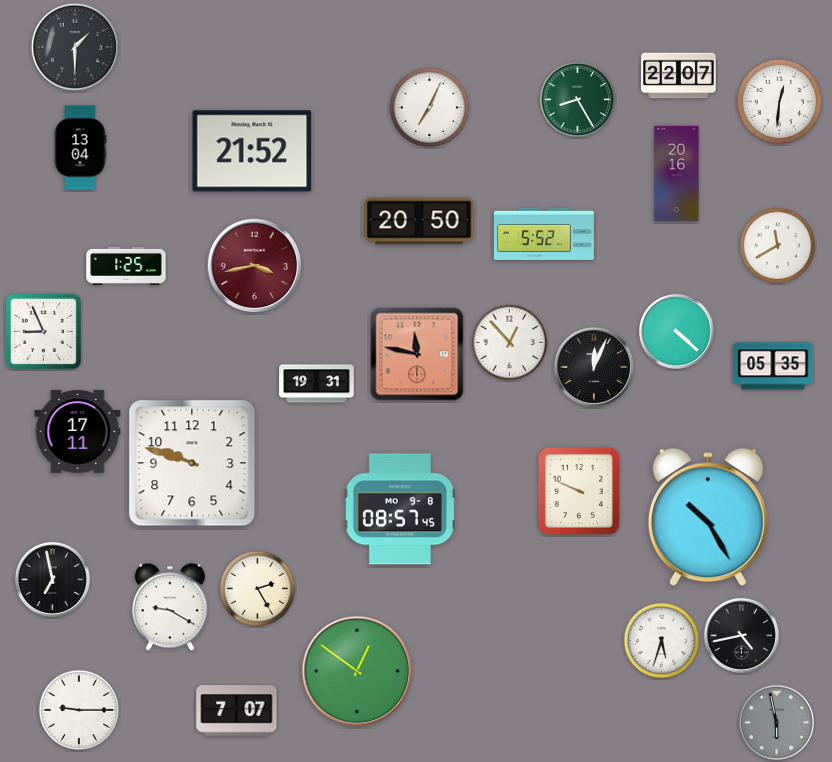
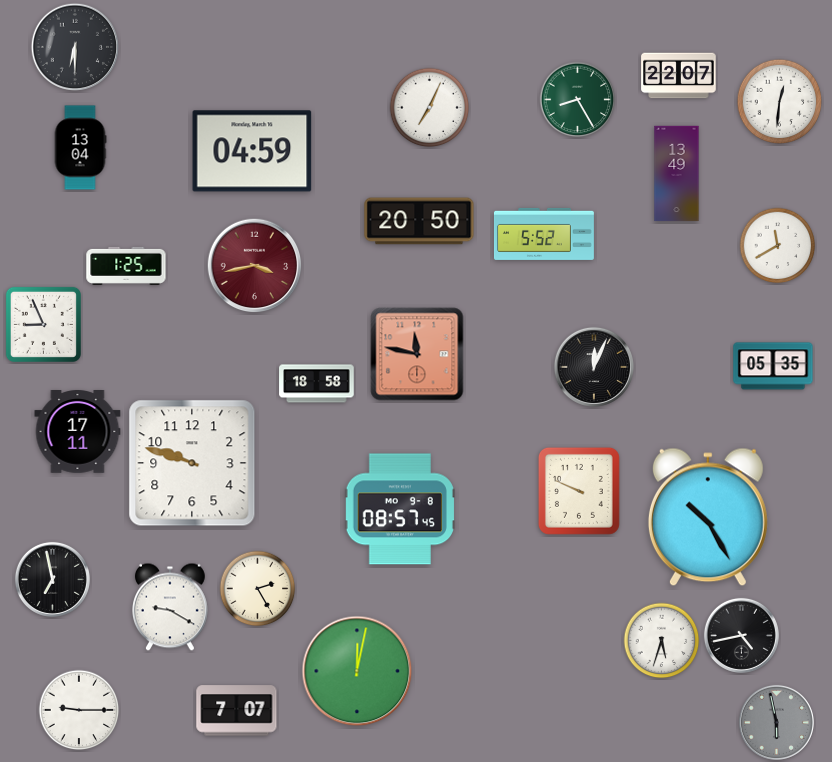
clock at (74, 46): 1:30 -> 6:30
clock at (252, 151): 21:52 -> 04:59
clock at (677, 174): 20:16 -> 13:49
clock at (43, 331) position: (43, 331) -> (43, 324)
clock at (676, 331): 4:22 -> none
clock at (510, 343): 12:53 -> none
clock at (317, 384): 19:31 -> 18:58
clock at (357, 671): 12:51 -> 12:02
